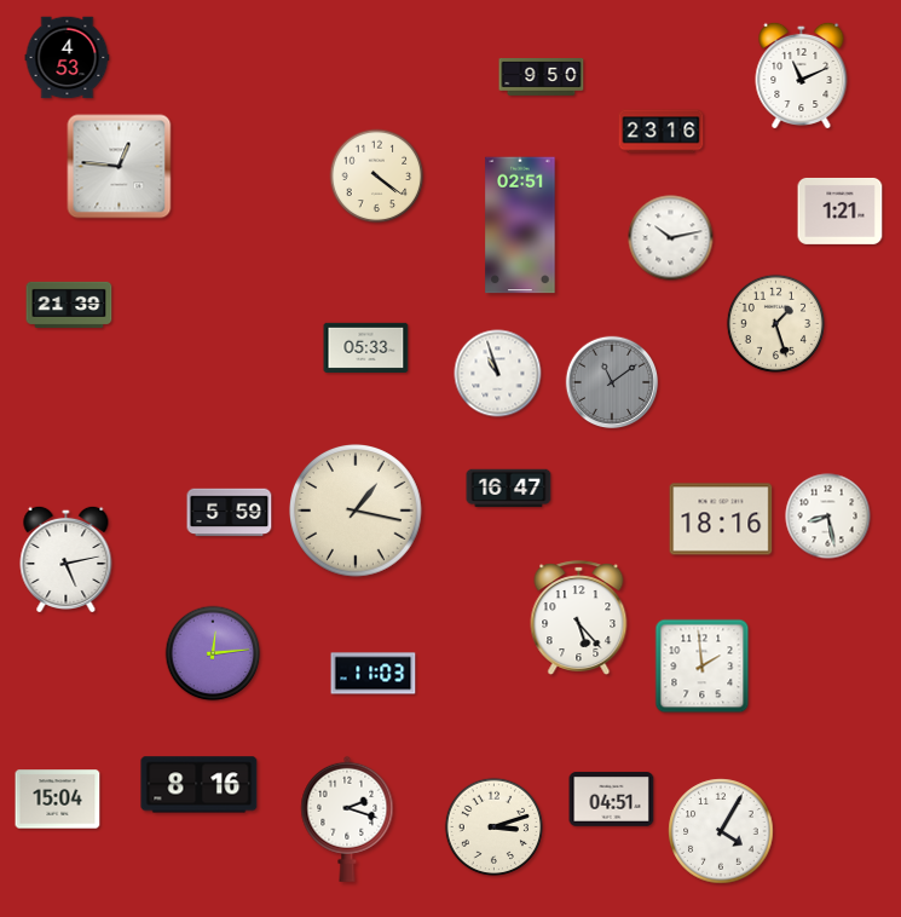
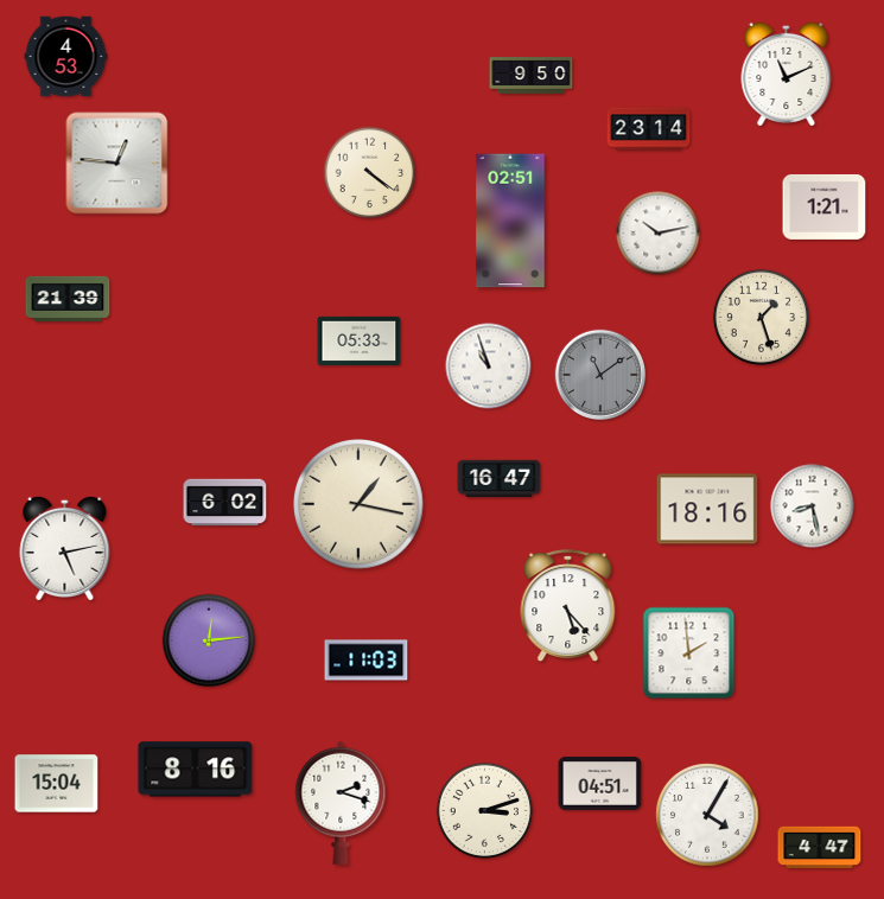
clock at (662, 132): 23:16 -> 23:14
clock at (357, 512) position: (357, 512) -> (360, 505)
clock at (230, 513): 5:59 -> 6:02
clock at (820, 848): none -> 4:47
